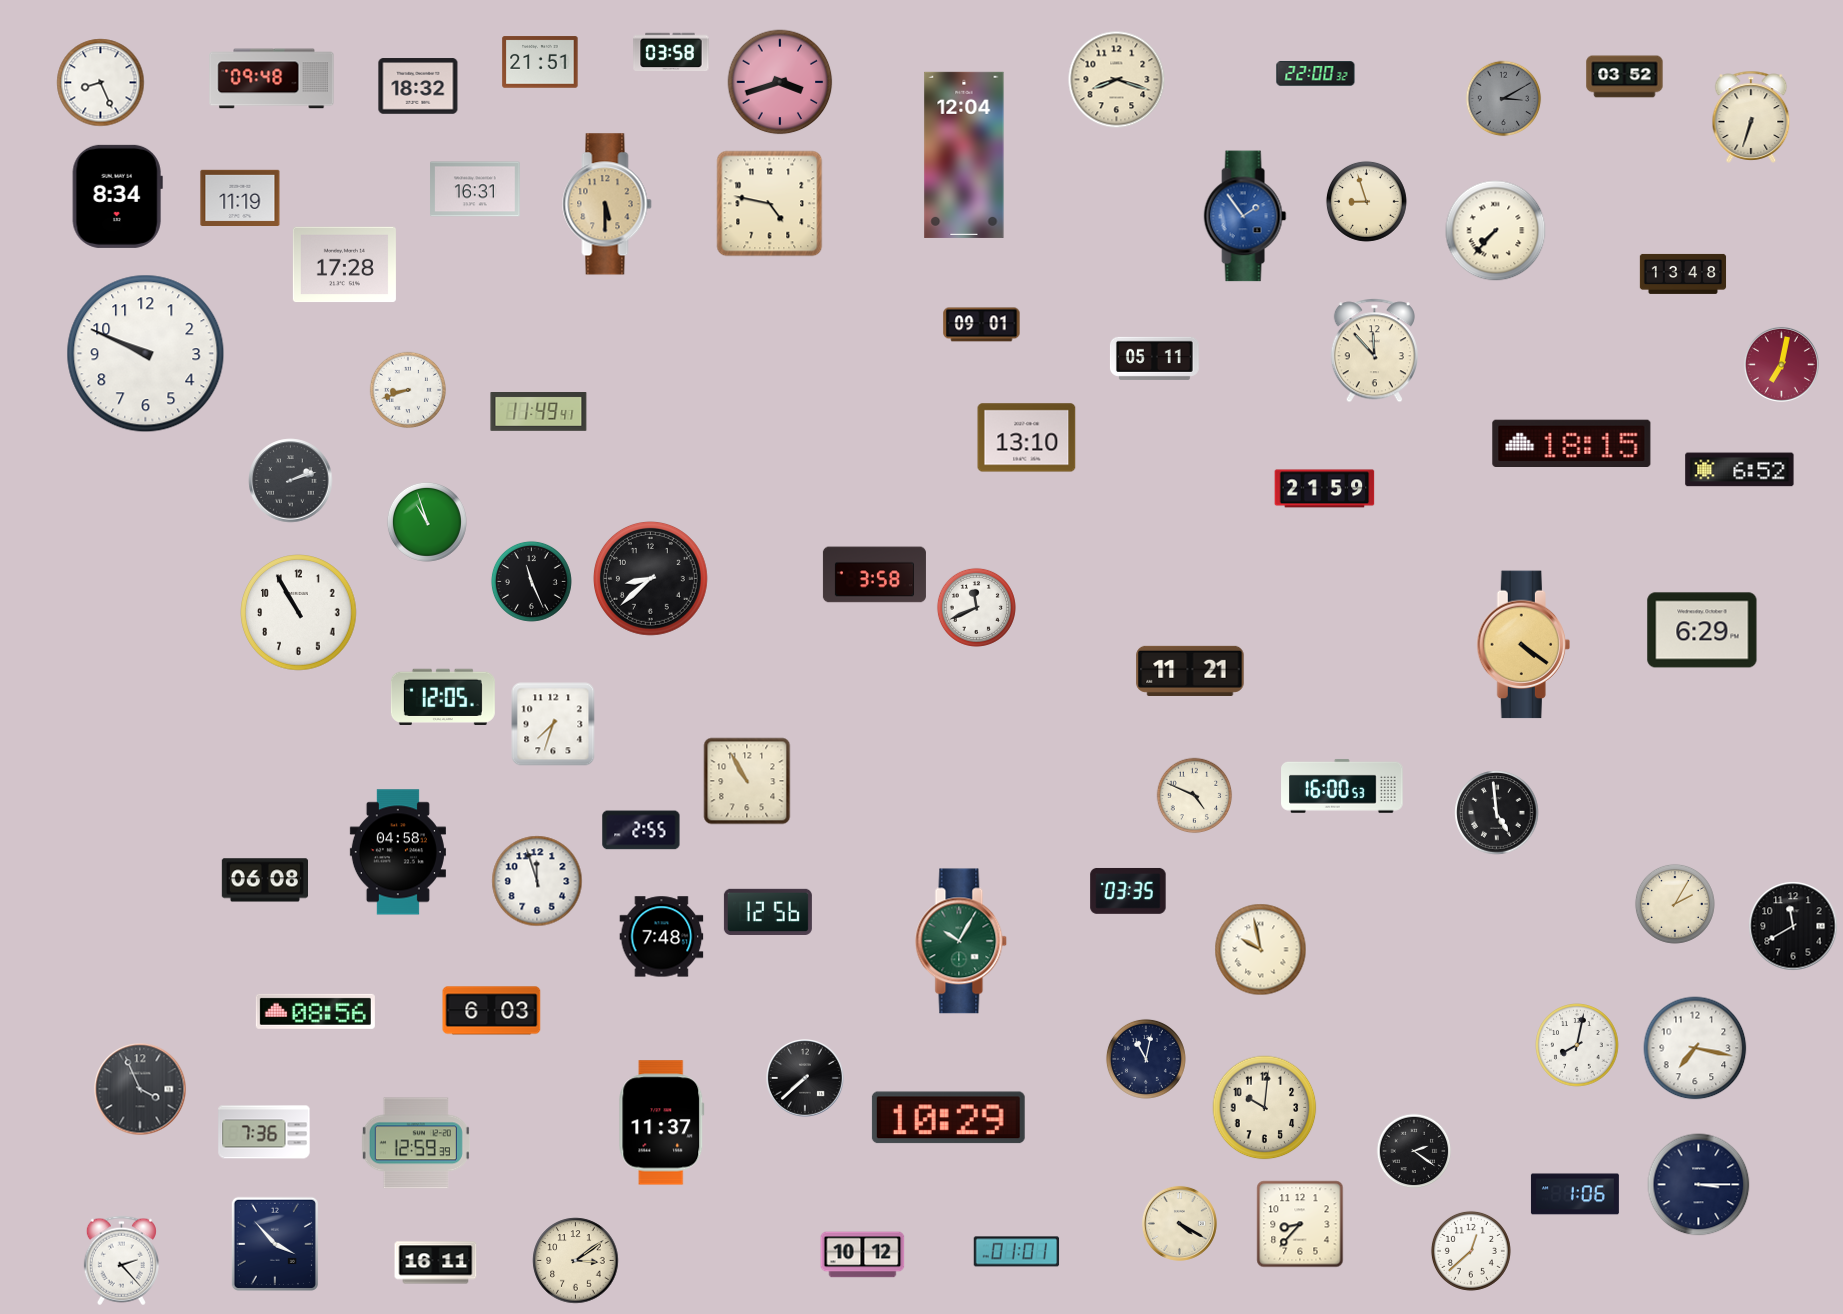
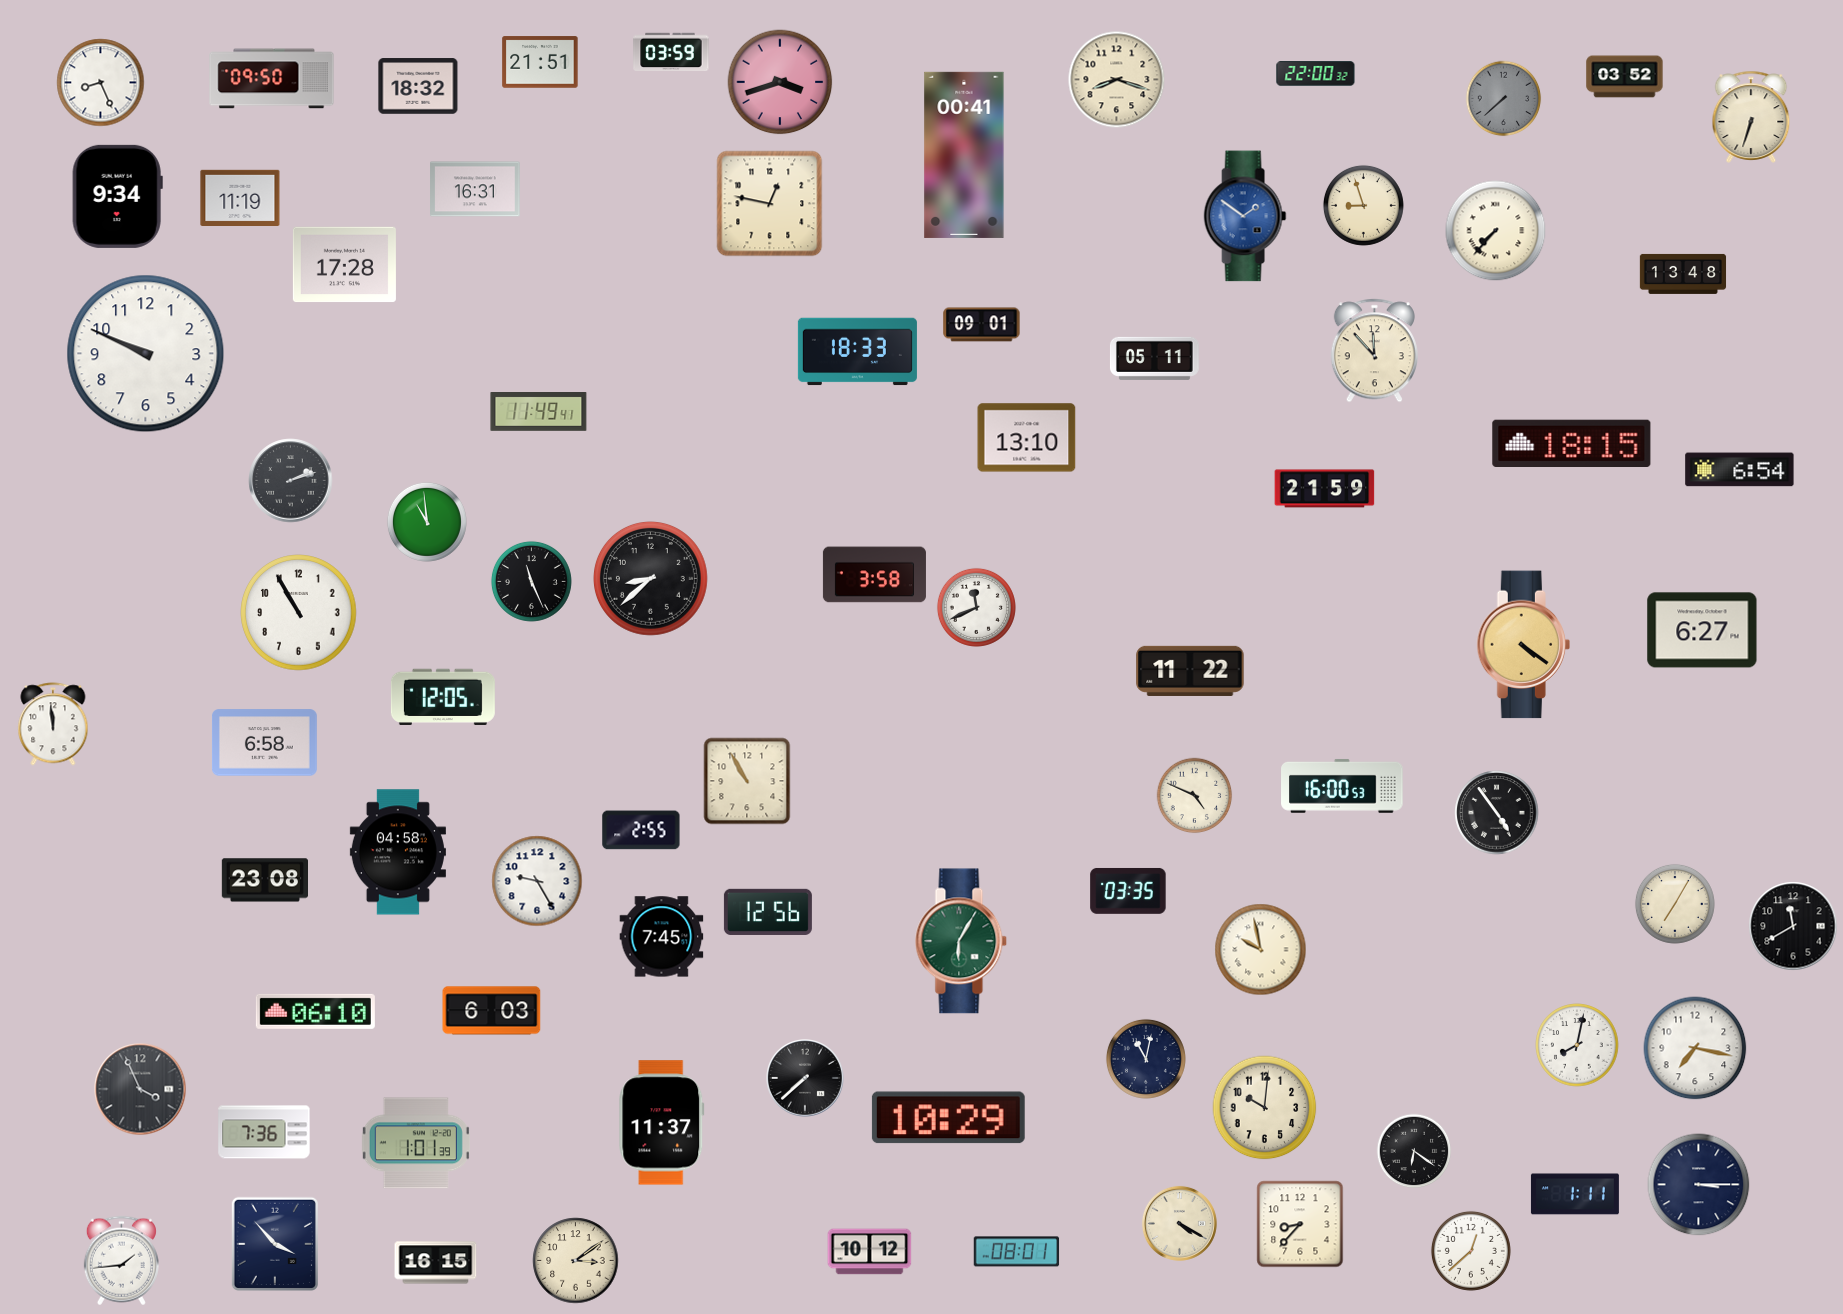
clock at (671, 52): 03:58 -> 03:59
clock at (272, 79): 09:48 -> 09:50
clock at (1504, 99): 3:10 -> 7:38
clock at (964, 155): 12:04 -> 00:41
clock at (117, 196): 8:34 -> 9:34
clock at (1366, 201) position: (1366, 201) -> (1363, 205)
clock at (607, 204): 5:30 -> none
clock at (770, 204): 4:47 -> 12:47
clock at (1245, 216): 1:54 -> 1:51
clock at (857, 352): none -> 18:33
clock at (1781, 364): 7:02 -> none
clock at (408, 390): 8:42 -> none
clock at (1740, 470): 6:52 -> 6:54
clock at (427, 522): 10:57 -> 10:59
clock at (1702, 630): 6:29 -> 6:27
clock at (1190, 671): 11:21 -> 11:22
clock at (53, 724): none -> 11:59
clock at (553, 724): 7:33 -> none
clock at (264, 743): none -> 6:58
clock at (1497, 813): 4:59 -> 4:54
clock at (264, 880): 06:08 -> 23:08
clock at (537, 881): 11:57 -> 9:25
clock at (1675, 904): 2:05 -> 7:05
clock at (662, 937): 7:48 -> 7:45
clock at (961, 941): 10:05 -> 6:05
clock at (315, 1011): 08:56 -> 06:10
clock at (416, 1143): 12:59 -> 1:01
clock at (1414, 1151): 2:21 -> 6:21
clock at (1575, 1194): 1:06 -> 1:11
clock at (1017, 1252): 01:01 -> 08:01
clock at (863, 1255) position: (863, 1255) -> (870, 1252)
clock at (121, 1261): 2:23 -> 1:44
clock at (436, 1263): 16:11 -> 16:15
